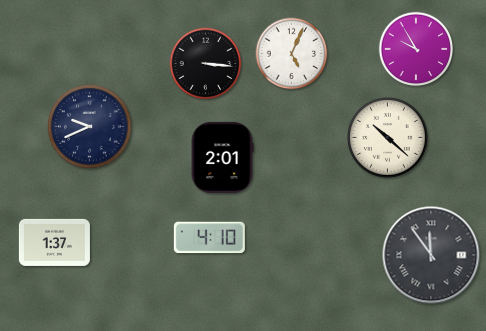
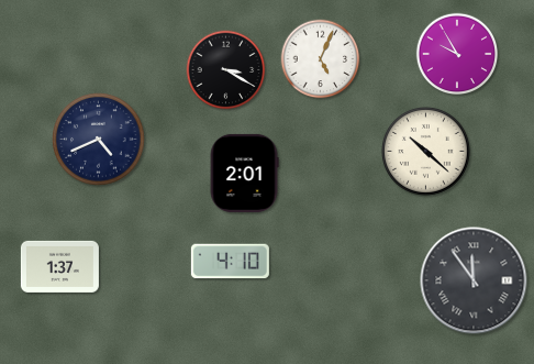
clock at (206, 64): 3:16 -> 3:20
clock at (90, 127): 9:41 -> 4:41
